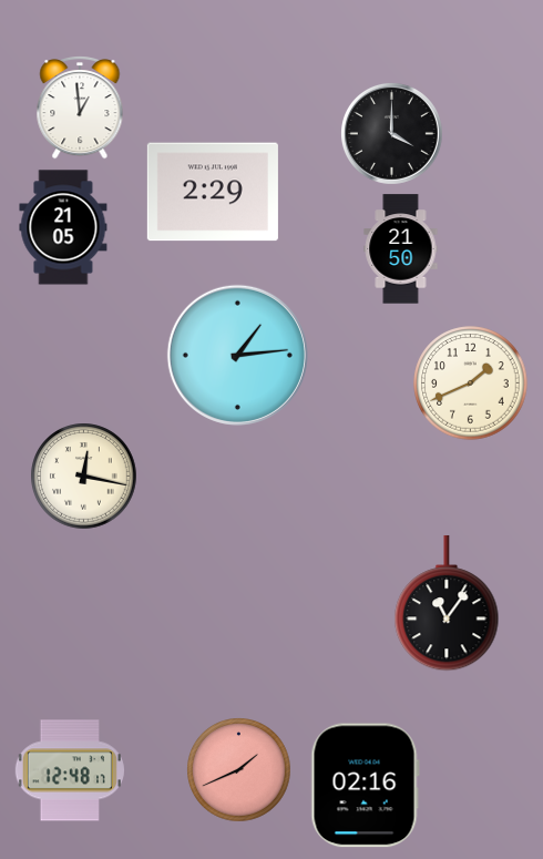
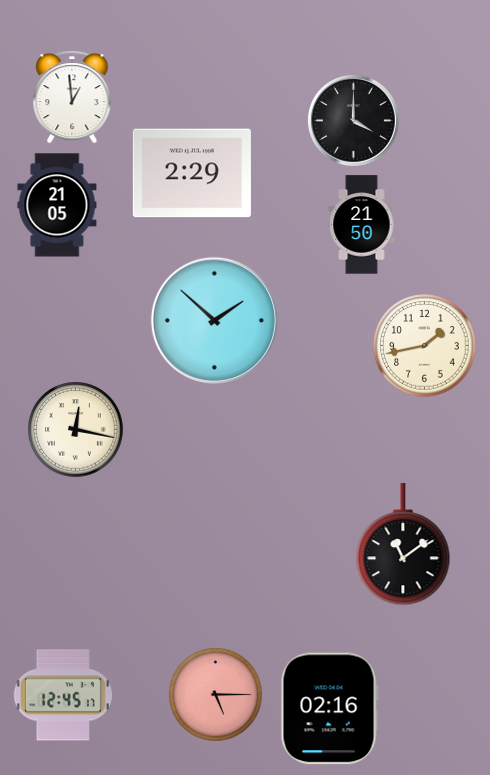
clock at (237, 355): 1:14 -> 1:52
clock at (471, 384): 1:41 -> 1:43
clock at (447, 603): 11:06 -> 11:09
clock at (70, 770): 12:48 -> 12:45
clock at (239, 770): 1:41 -> 5:15
